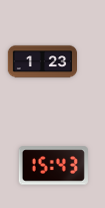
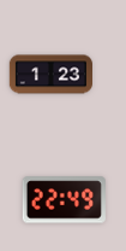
clock at (53, 166): 15:43 -> 22:49
